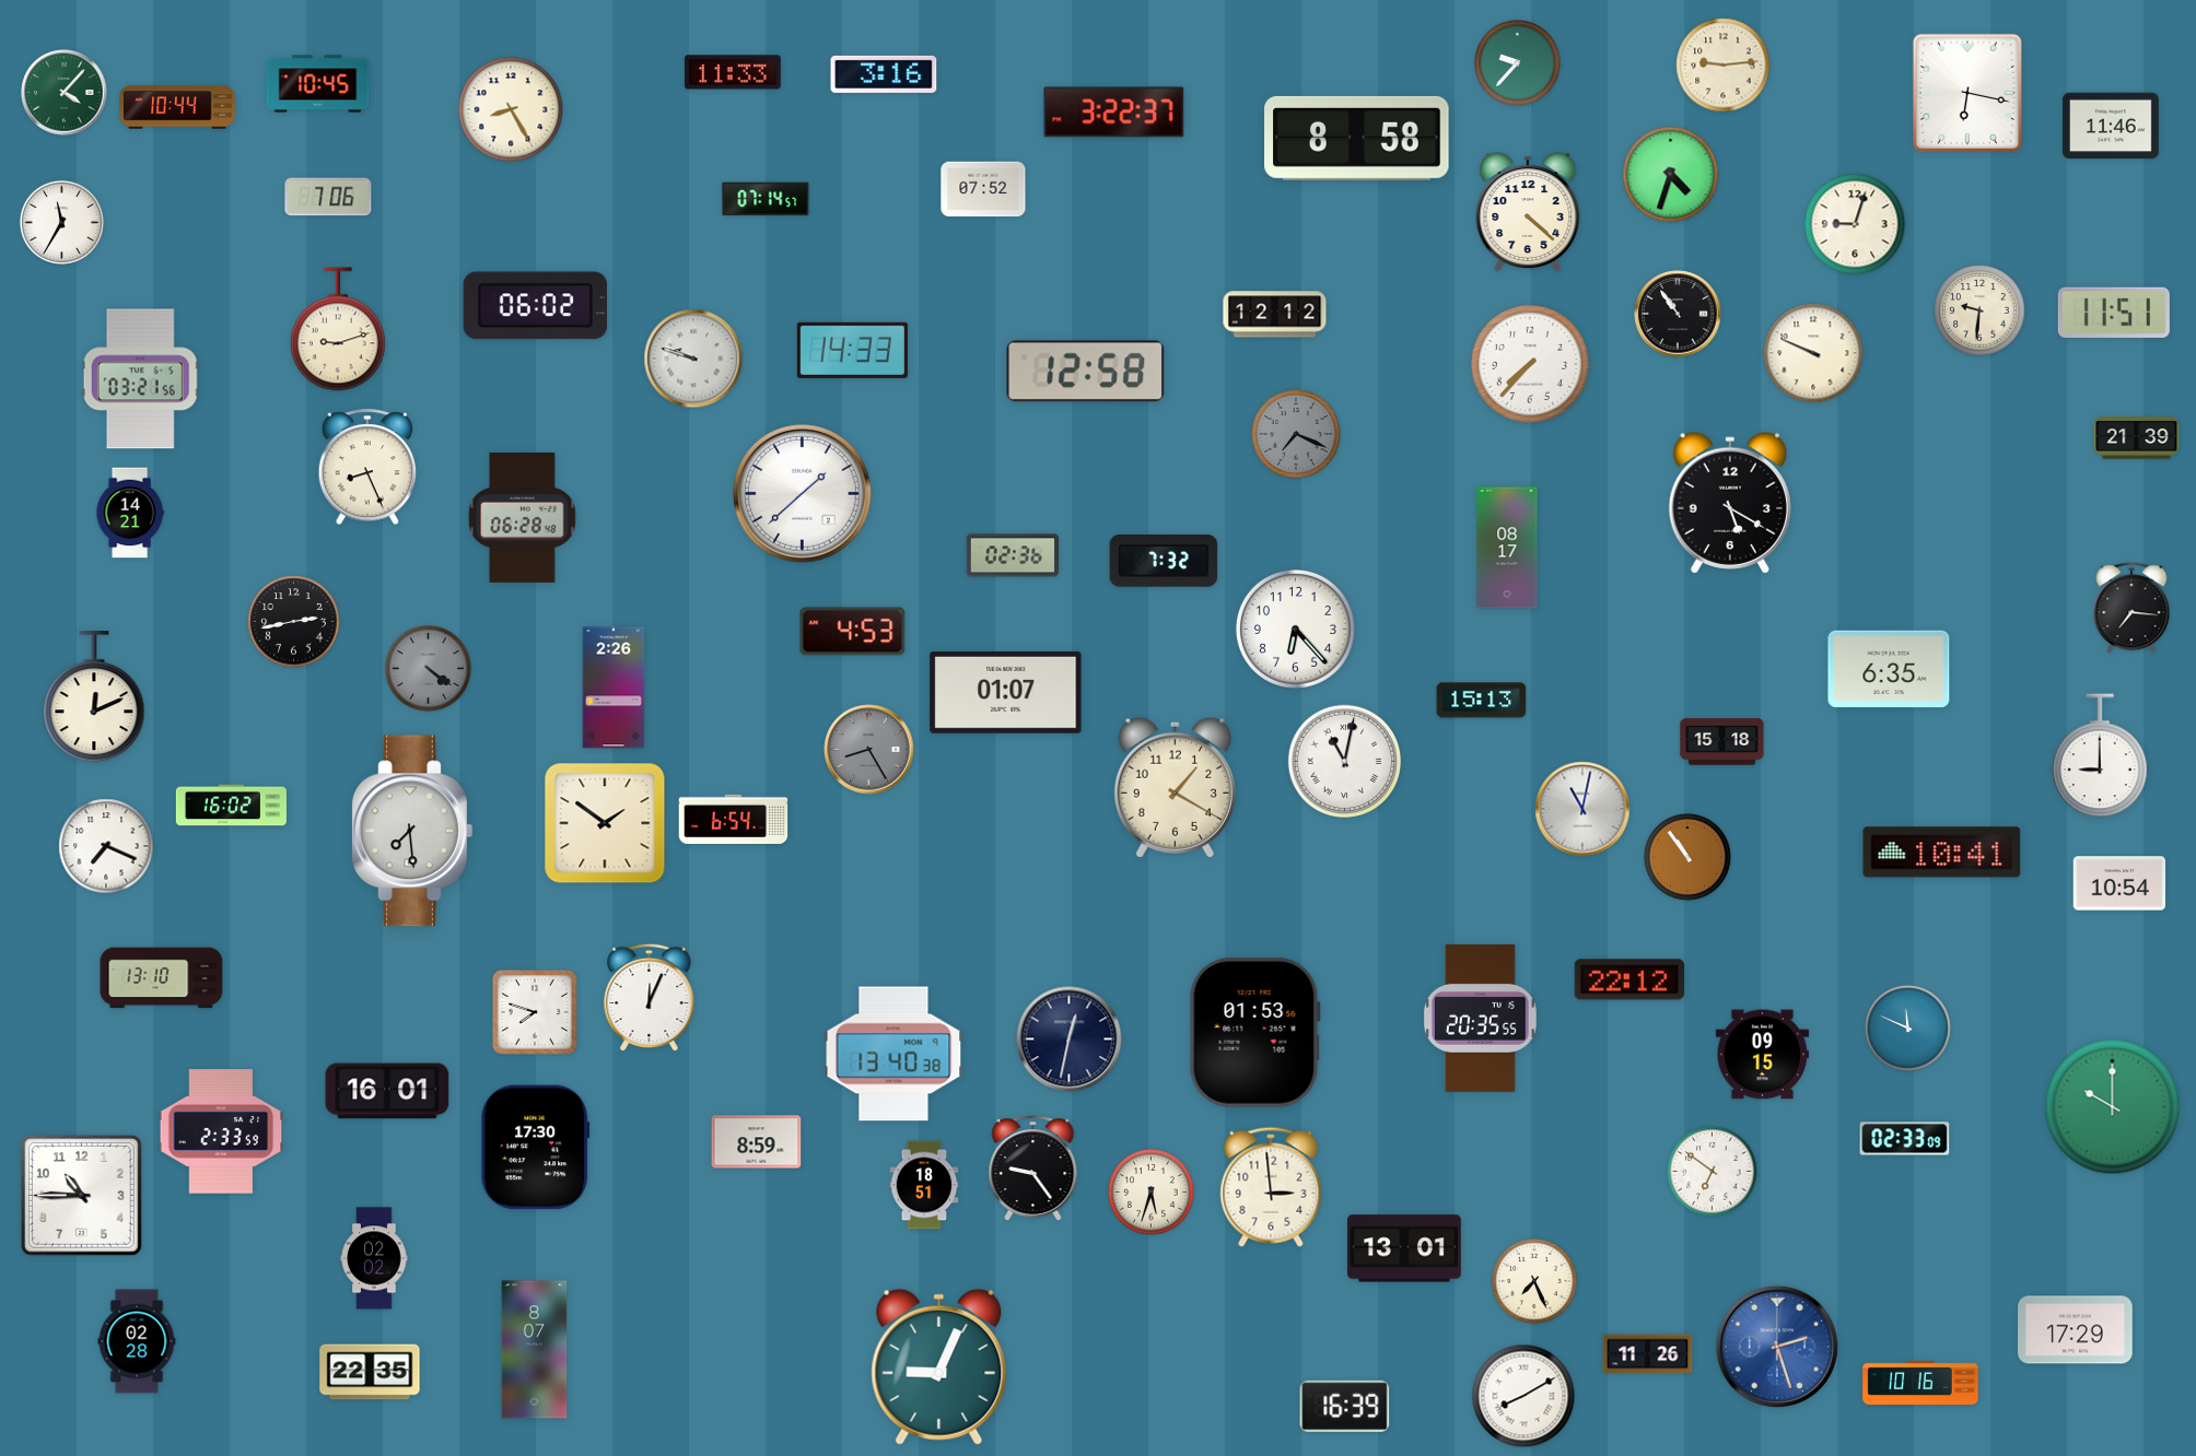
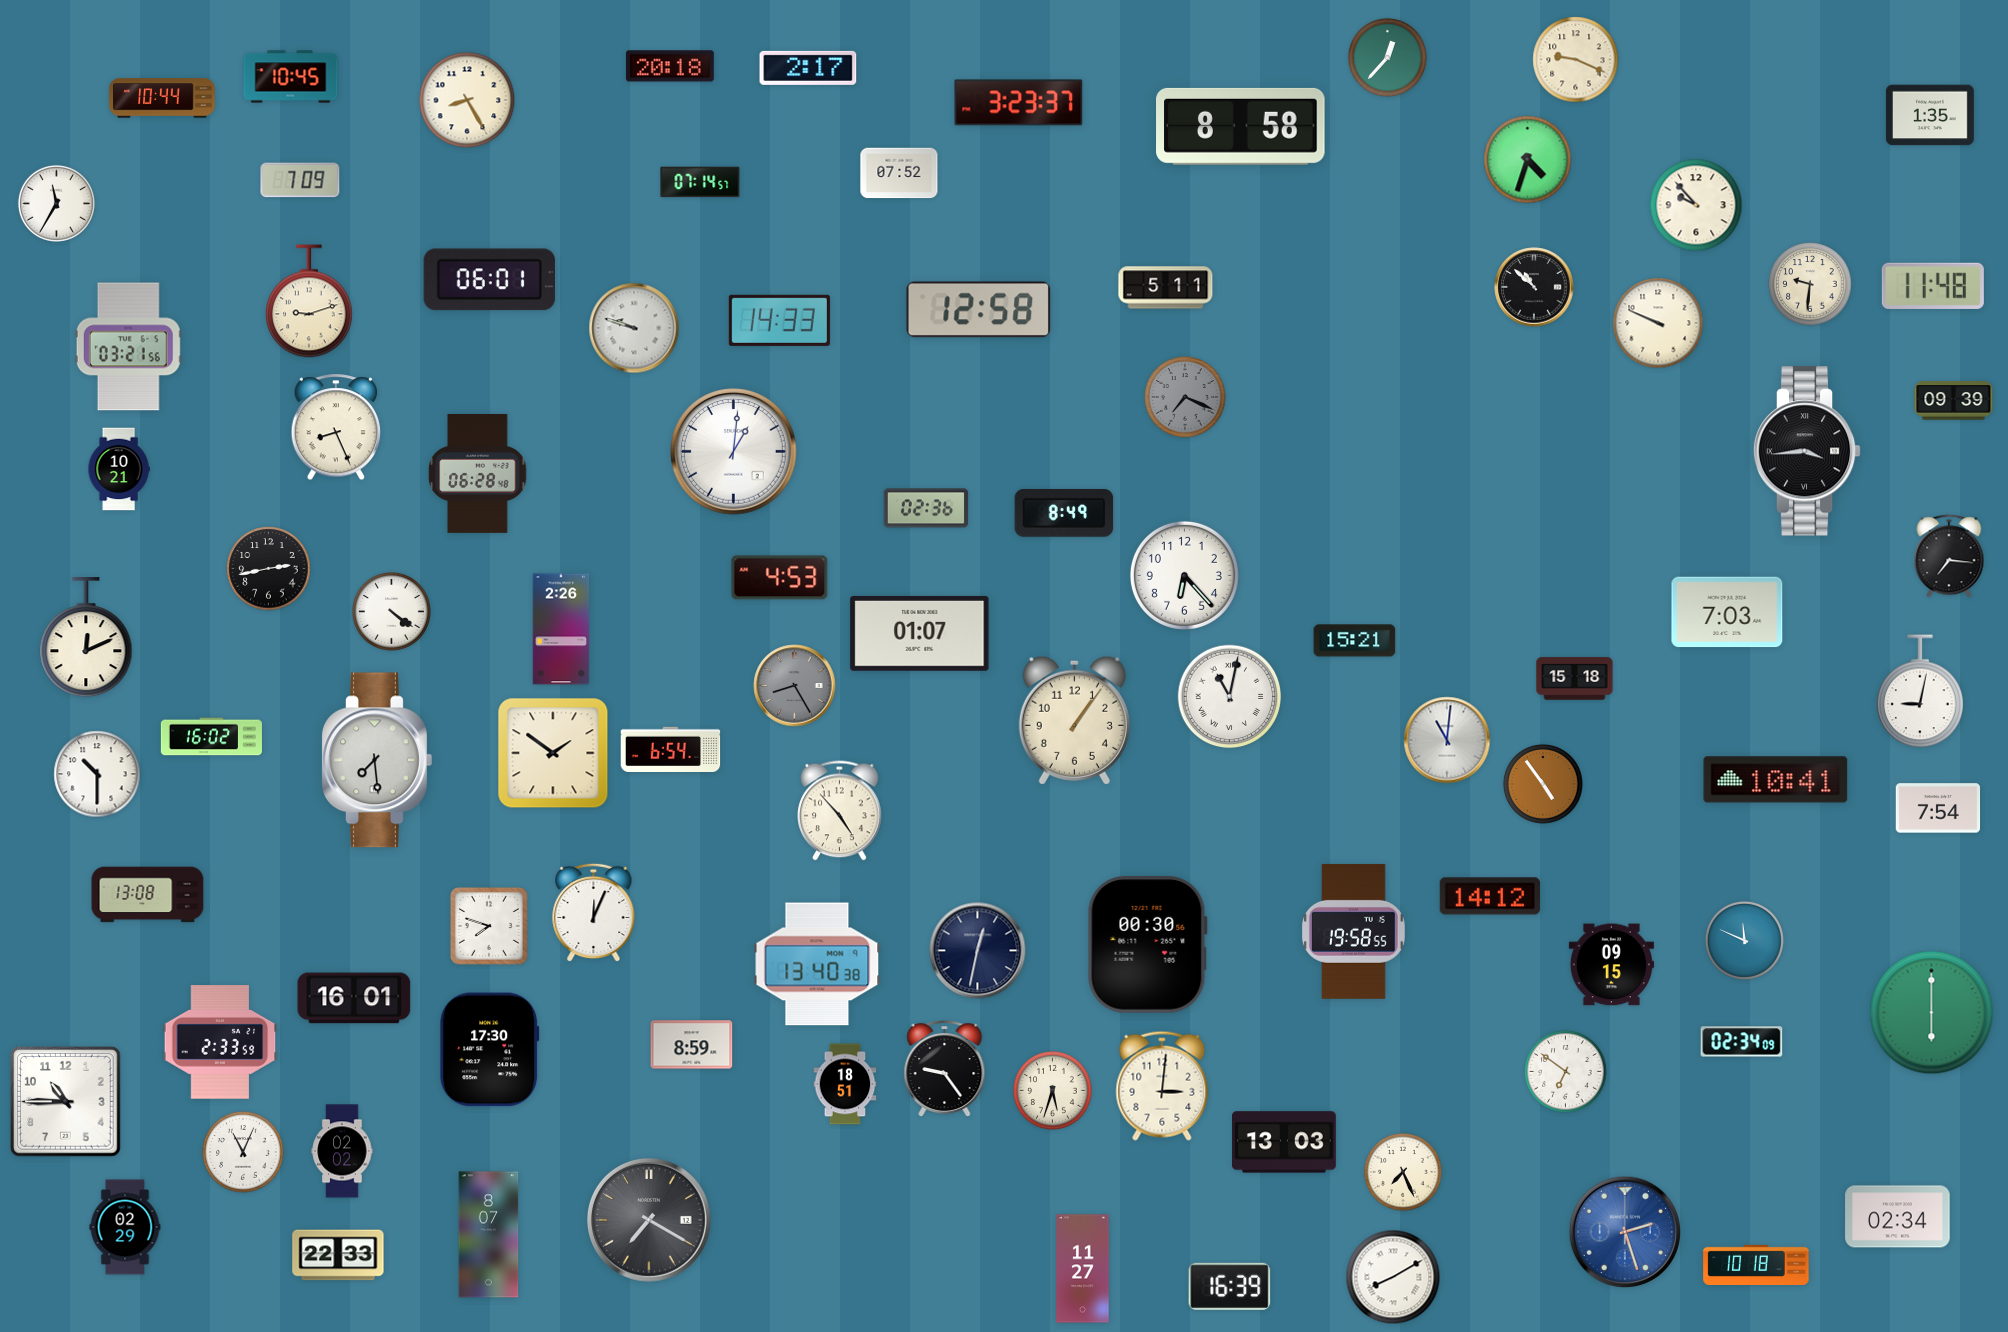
clock at (1517, 62): 9:37 -> 12:37
clock at (1724, 66): 9:14 -> 9:19
clock at (733, 72): 11:33 -> 20:18
clock at (884, 74): 3:16 -> 2:17
clock at (65, 93): 4:07 -> none
clock at (1967, 93): 6:17 -> none
clock at (1114, 113): 3:22 -> 3:23
clock at (2111, 126): 11:46 -> 1:35
clock at (328, 197): 7:06 -> 7:09
clock at (1528, 212): 4:22 -> none
clock at (1855, 224): 9:03 -> 9:53
clock at (535, 306): 06:02 -> 06:01
clock at (2114, 313): 11:51 -> 11:48
clock at (1678, 314): 10:54 -> 10:52
clock at (1275, 315): 12:12 -> 5:11
clock at (1530, 364): 7:37 -> none
clock at (1086, 372) position: (1086, 372) -> (979, 310)
clock at (2137, 438): 21:39 -> 09:39
clock at (1807, 451): none -> 3:44
clock at (803, 494): 1:38 -> 1:01
clock at (1730, 503): 5:20 -> none
clock at (130, 513): 14:21 -> 10:21
clock at (1507, 548): 08:17 -> none
clock at (1164, 561): 7:32 -> 8:49
clock at (428, 668) dial: grey -> white
clock at (1889, 669): 6:35 -> 7:03
clock at (1482, 701): 15:13 -> 15:21
clock at (2101, 755): 9:00 -> 9:02
clock at (1175, 787): 1:20 -> 1:06
clock at (1582, 809): 11:02 -> 11:01
clock at (106, 846): 7:19 -> 10:30
clock at (1687, 857): 10:54 -> 4:54
clock at (2119, 883): 10:54 -> 7:54
clock at (840, 811): none -> 4:53
clock at (162, 978): 13:10 -> 13:08
clock at (1628, 979): 22:12 -> 14:12
clock at (1480, 1018): 20:35 -> 19:58
clock at (1254, 1033): 01:53 -> 00:30
clock at (2113, 1107): 10:00 -> 6:00
clock at (221, 1131) position: (221, 1131) -> (220, 1042)
clock at (1905, 1139): 02:33 -> 02:34
clock at (1271, 1187): 2:59 -> 3:01
clock at (82, 1196) position: (82, 1196) -> (66, 1102)
clock at (1405, 1248): 13:01 -> 13:03
clock at (243, 1152): none -> 11:04
clock at (2076, 1330): 17:29 -> 02:34
clock at (649, 1220): none -> 7:20
clock at (137, 1341): 02:28 -> 02:29
clock at (1648, 1354): 11:26 -> none
clock at (939, 1366): 9:04 -> none
clock at (370, 1372): 22:35 -> 22:33
clock at (1920, 1383): 10:16 -> 10:18
clock at (1083, 1269): none -> 11:27
